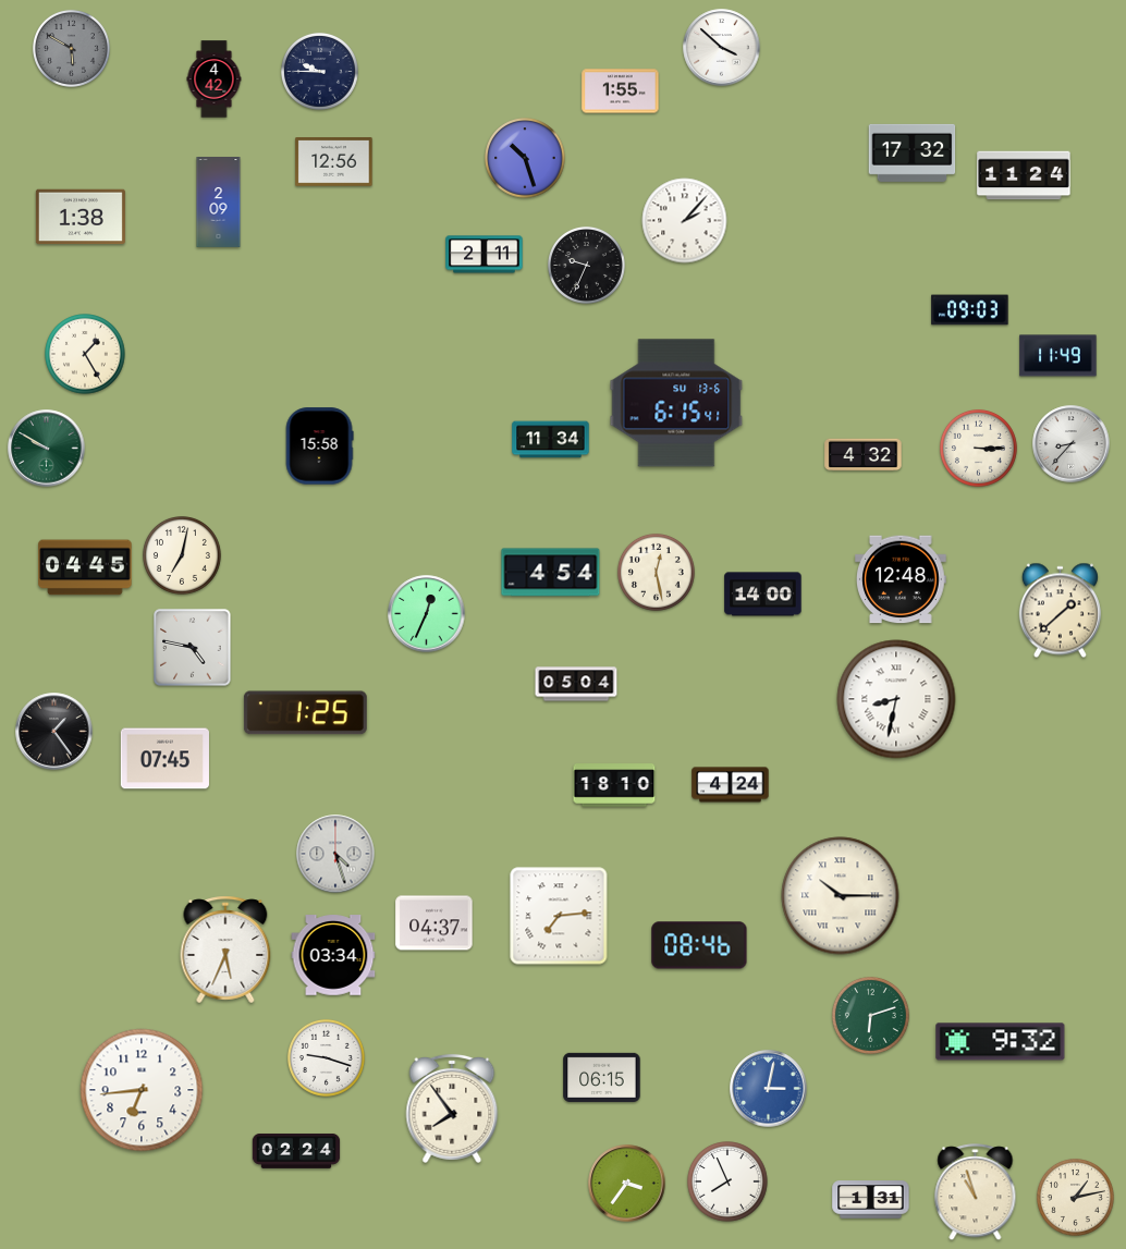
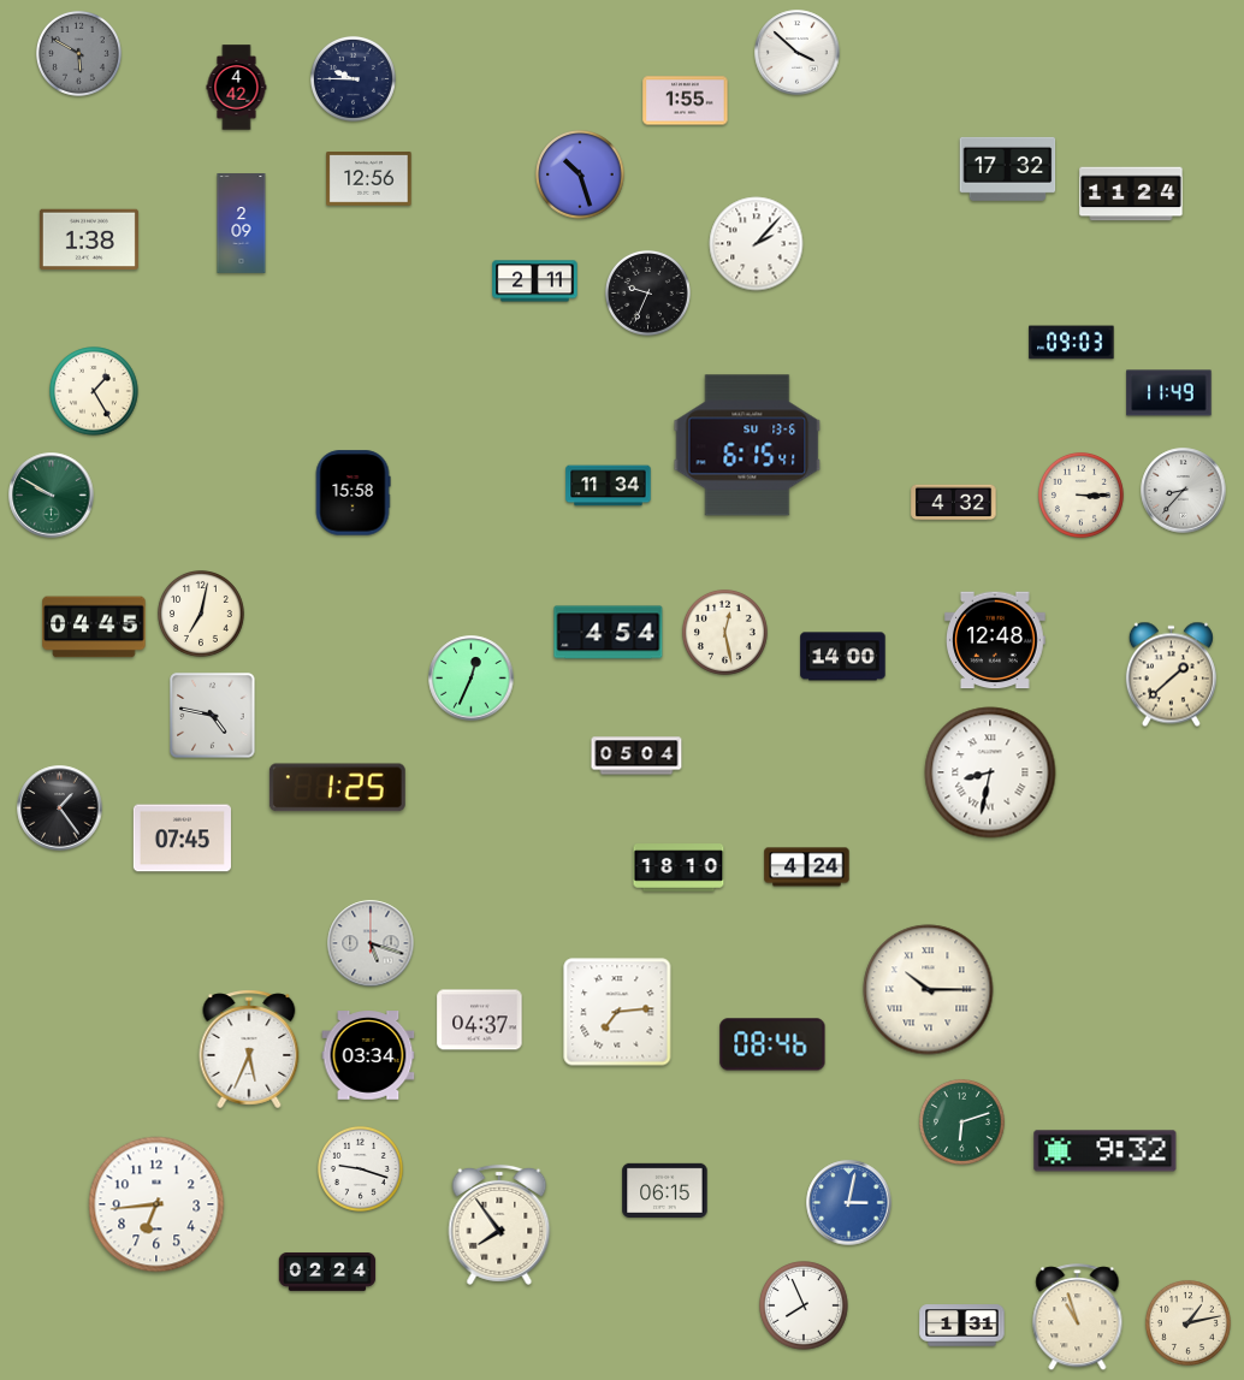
clock at (335, 854): 4:27 -> 5:18
clock at (627, 1184): 3:36 -> none
